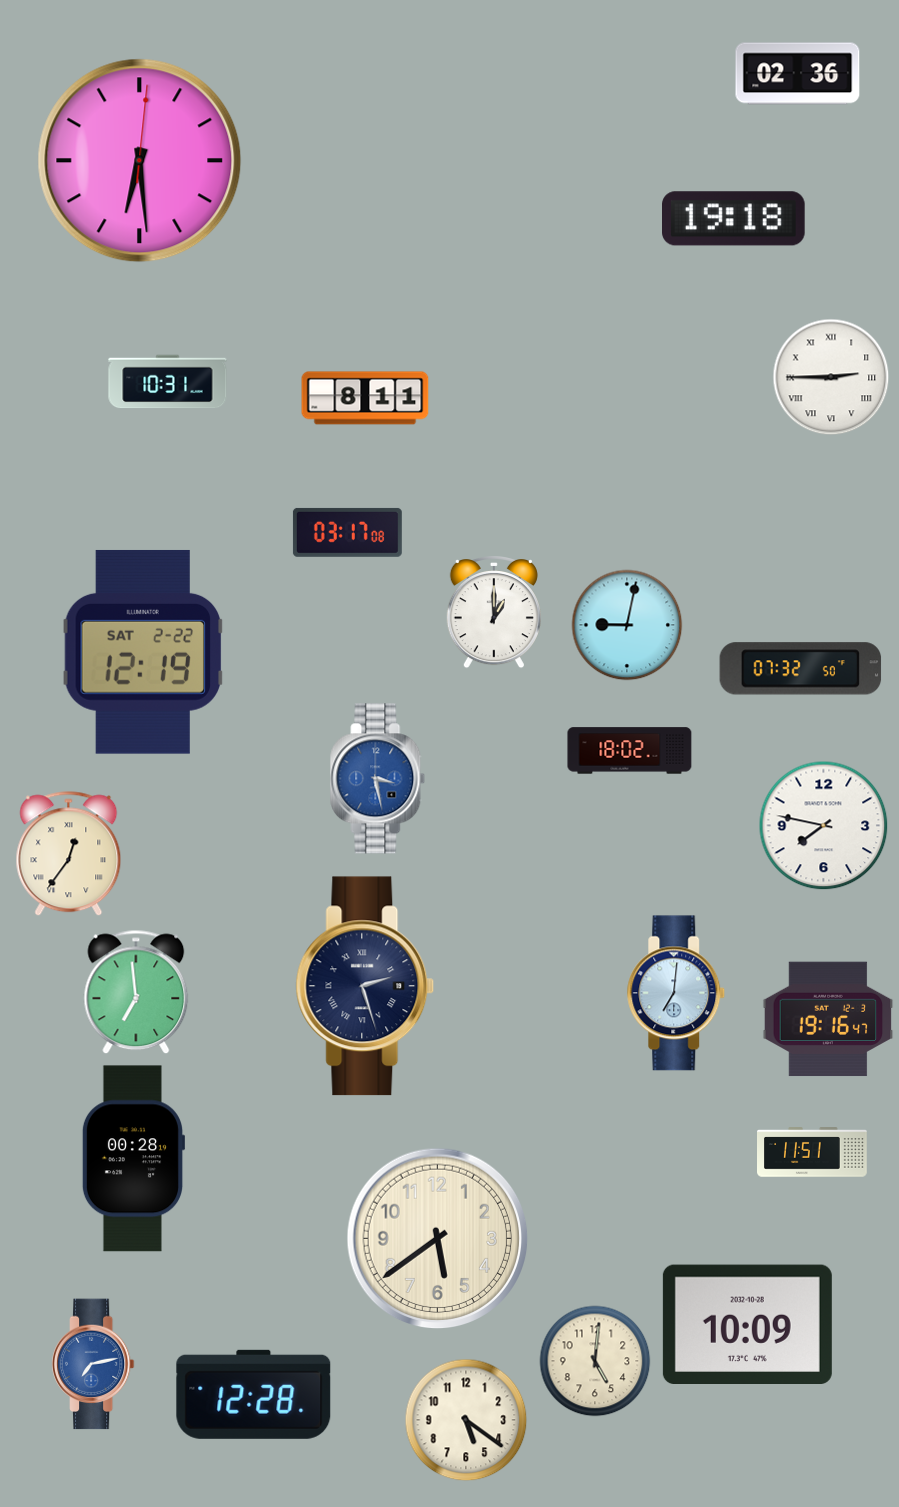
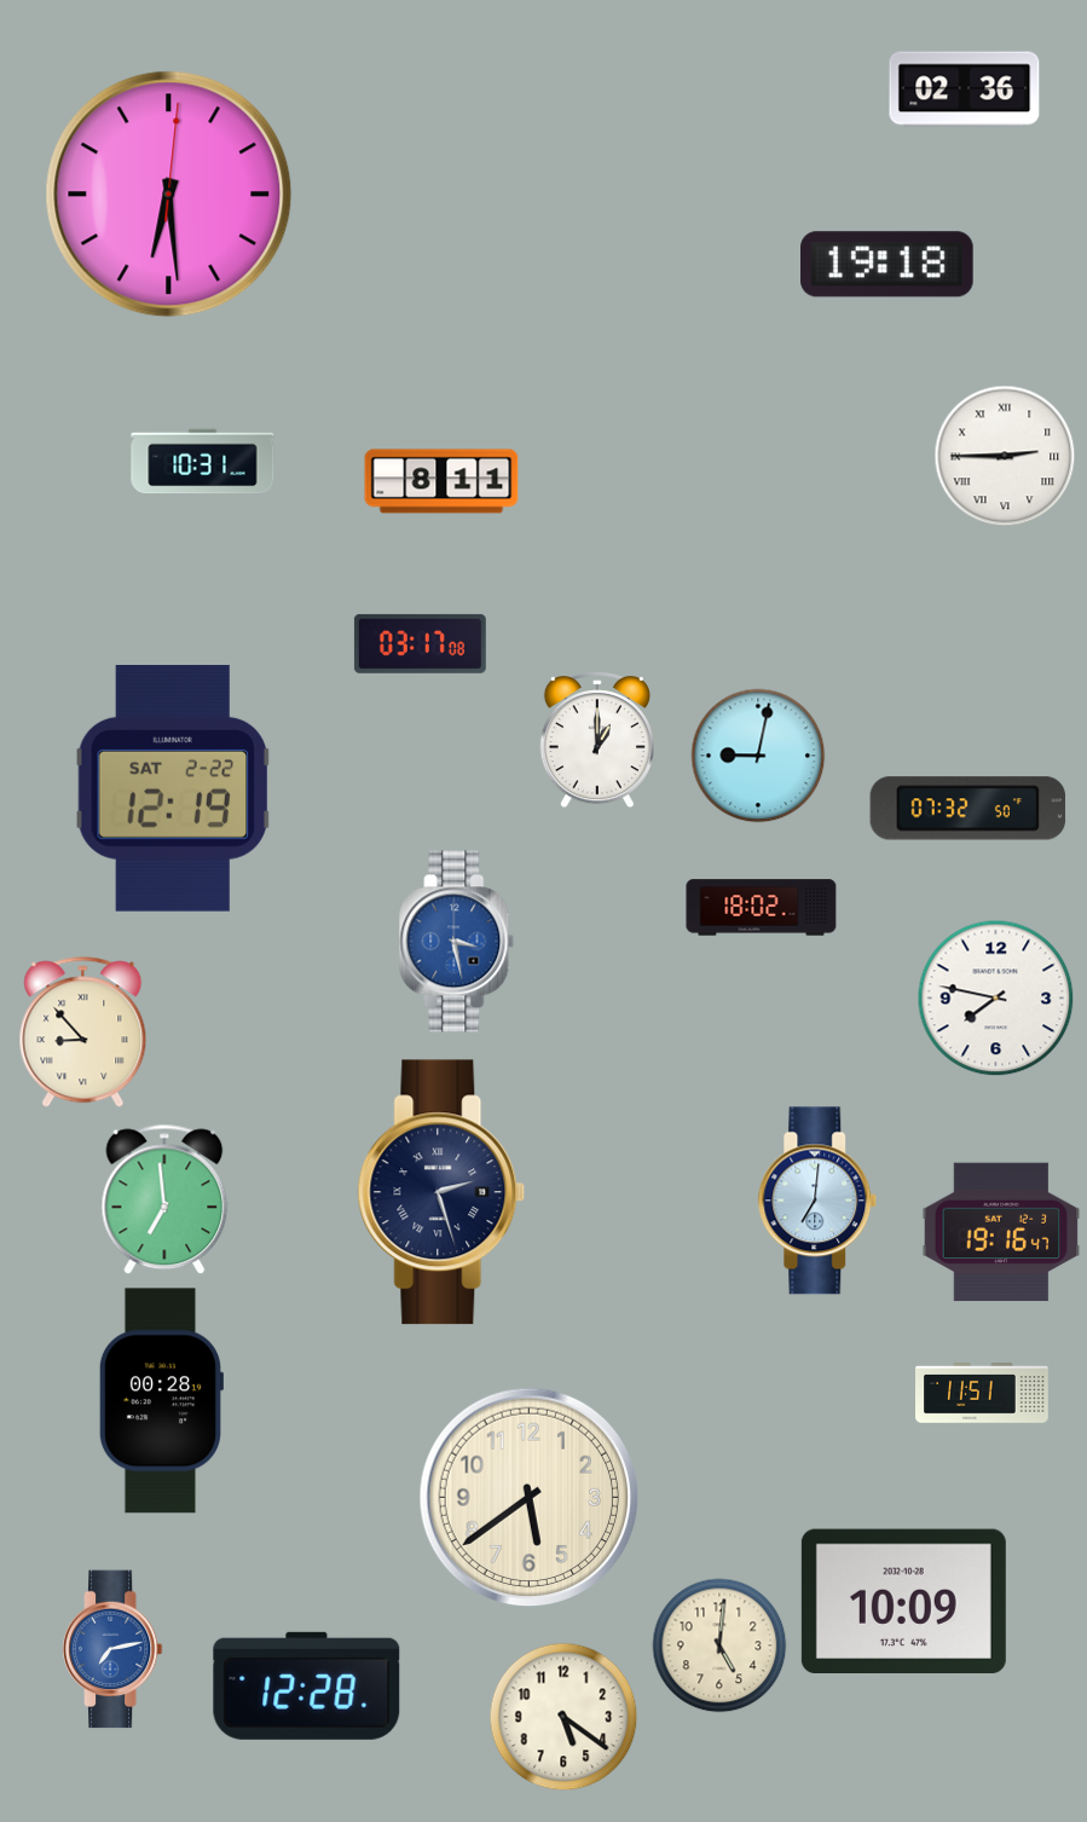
clock at (69, 854): 12:36 -> 8:53
